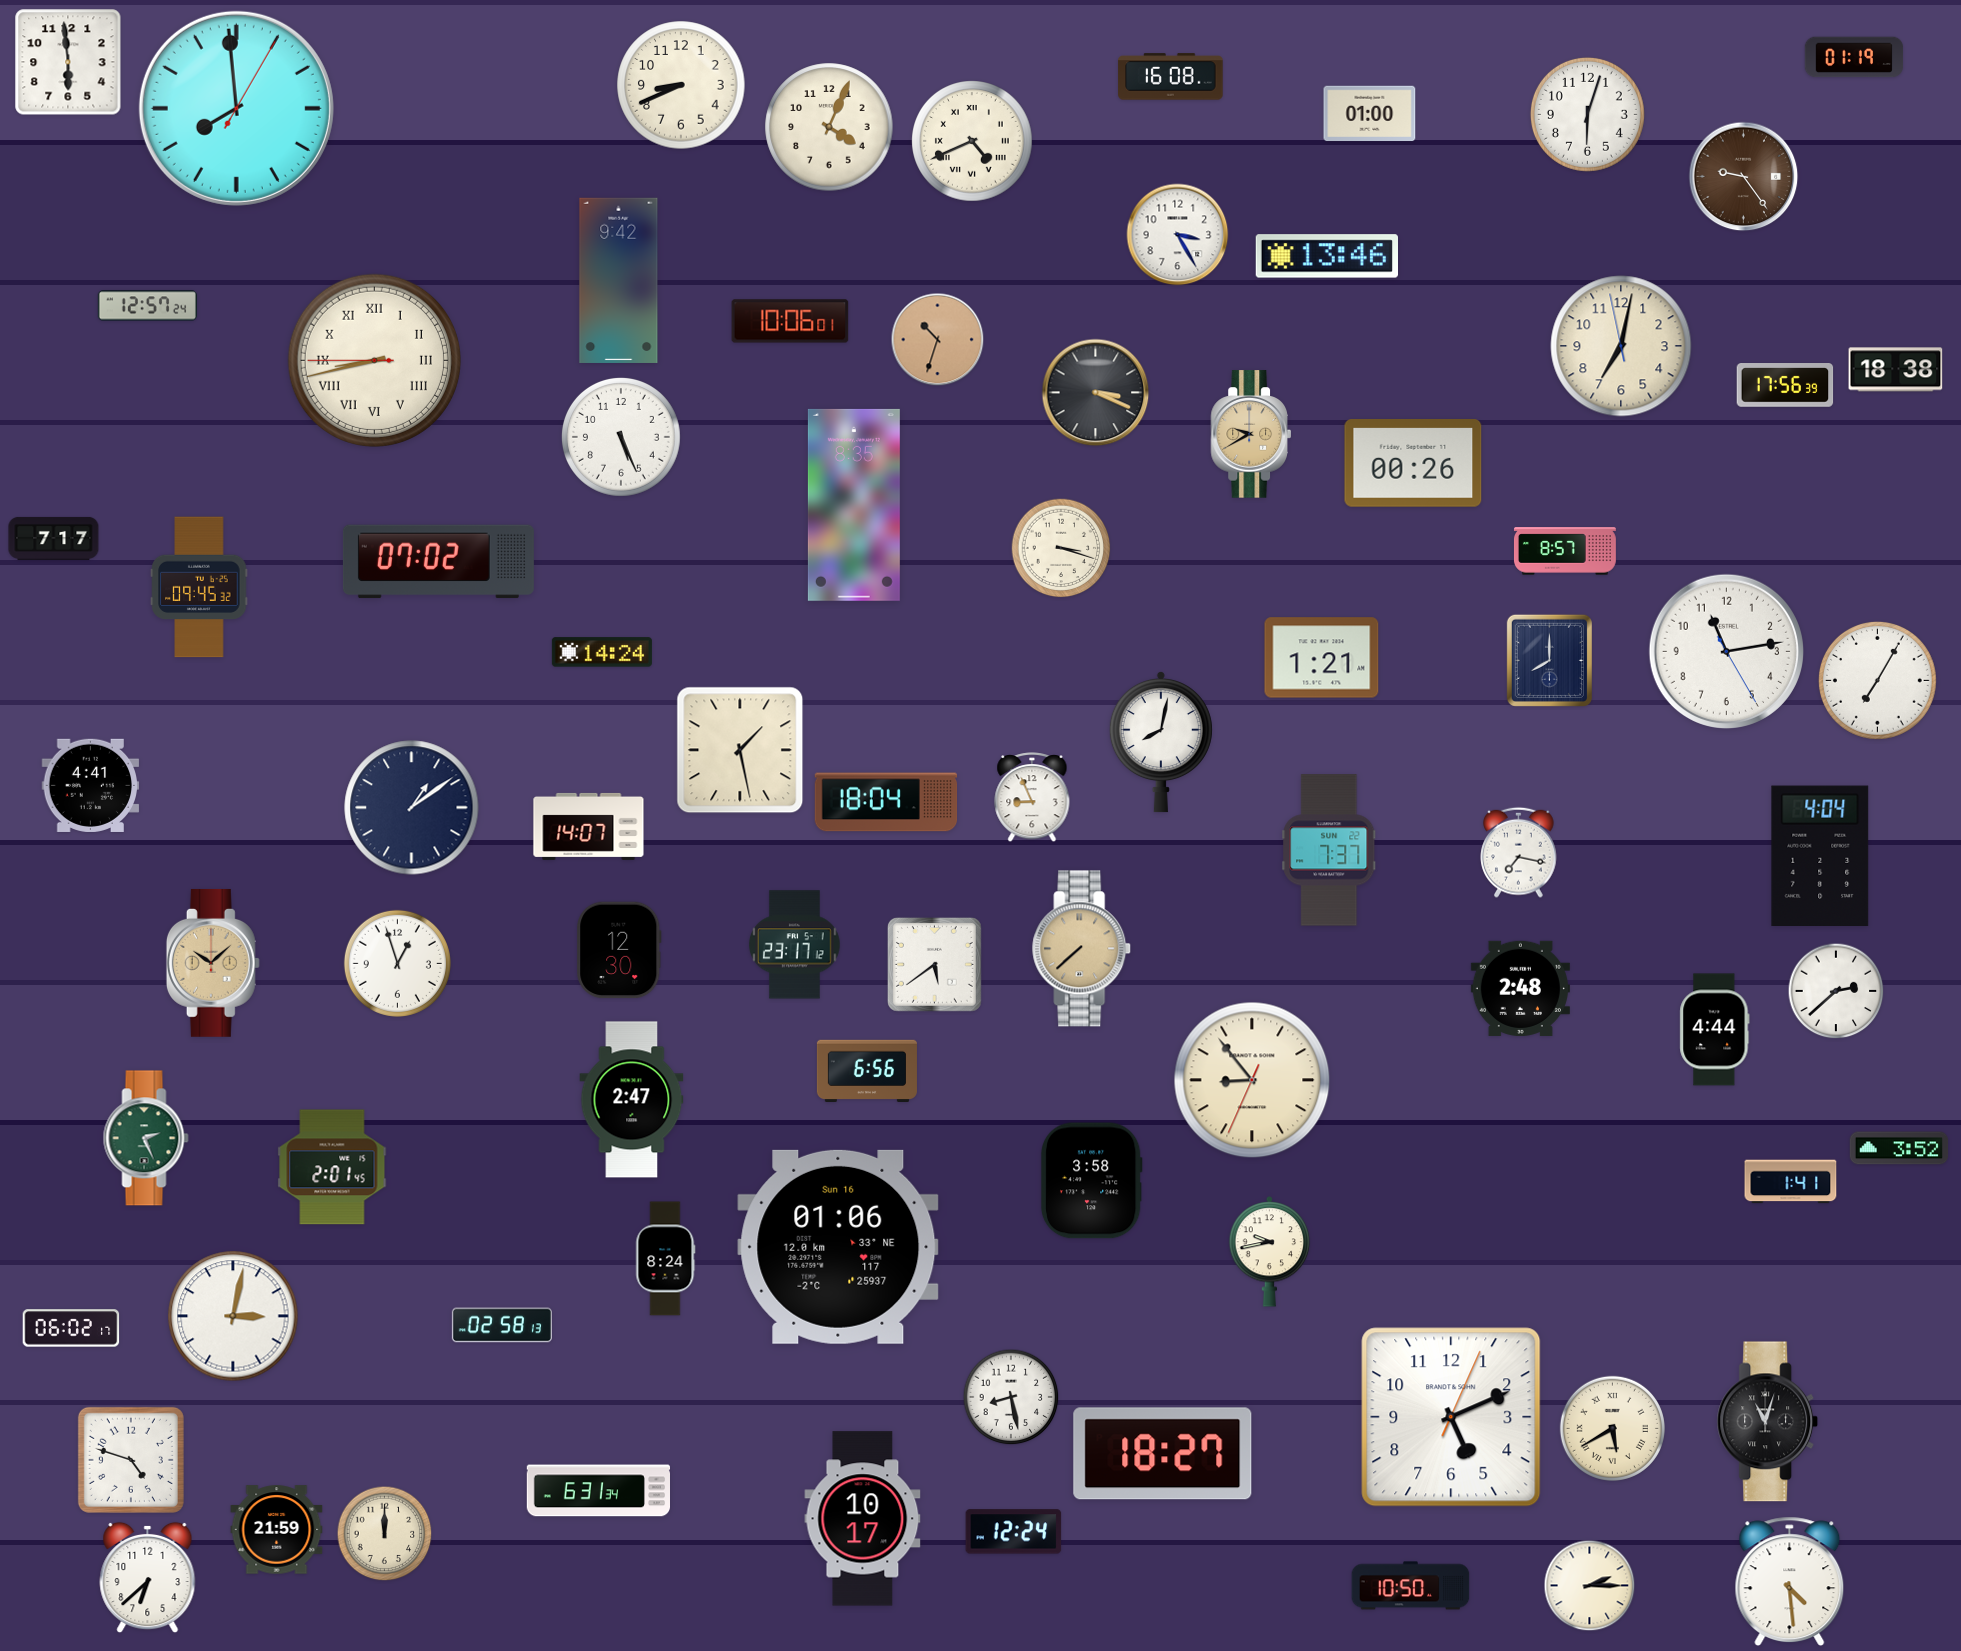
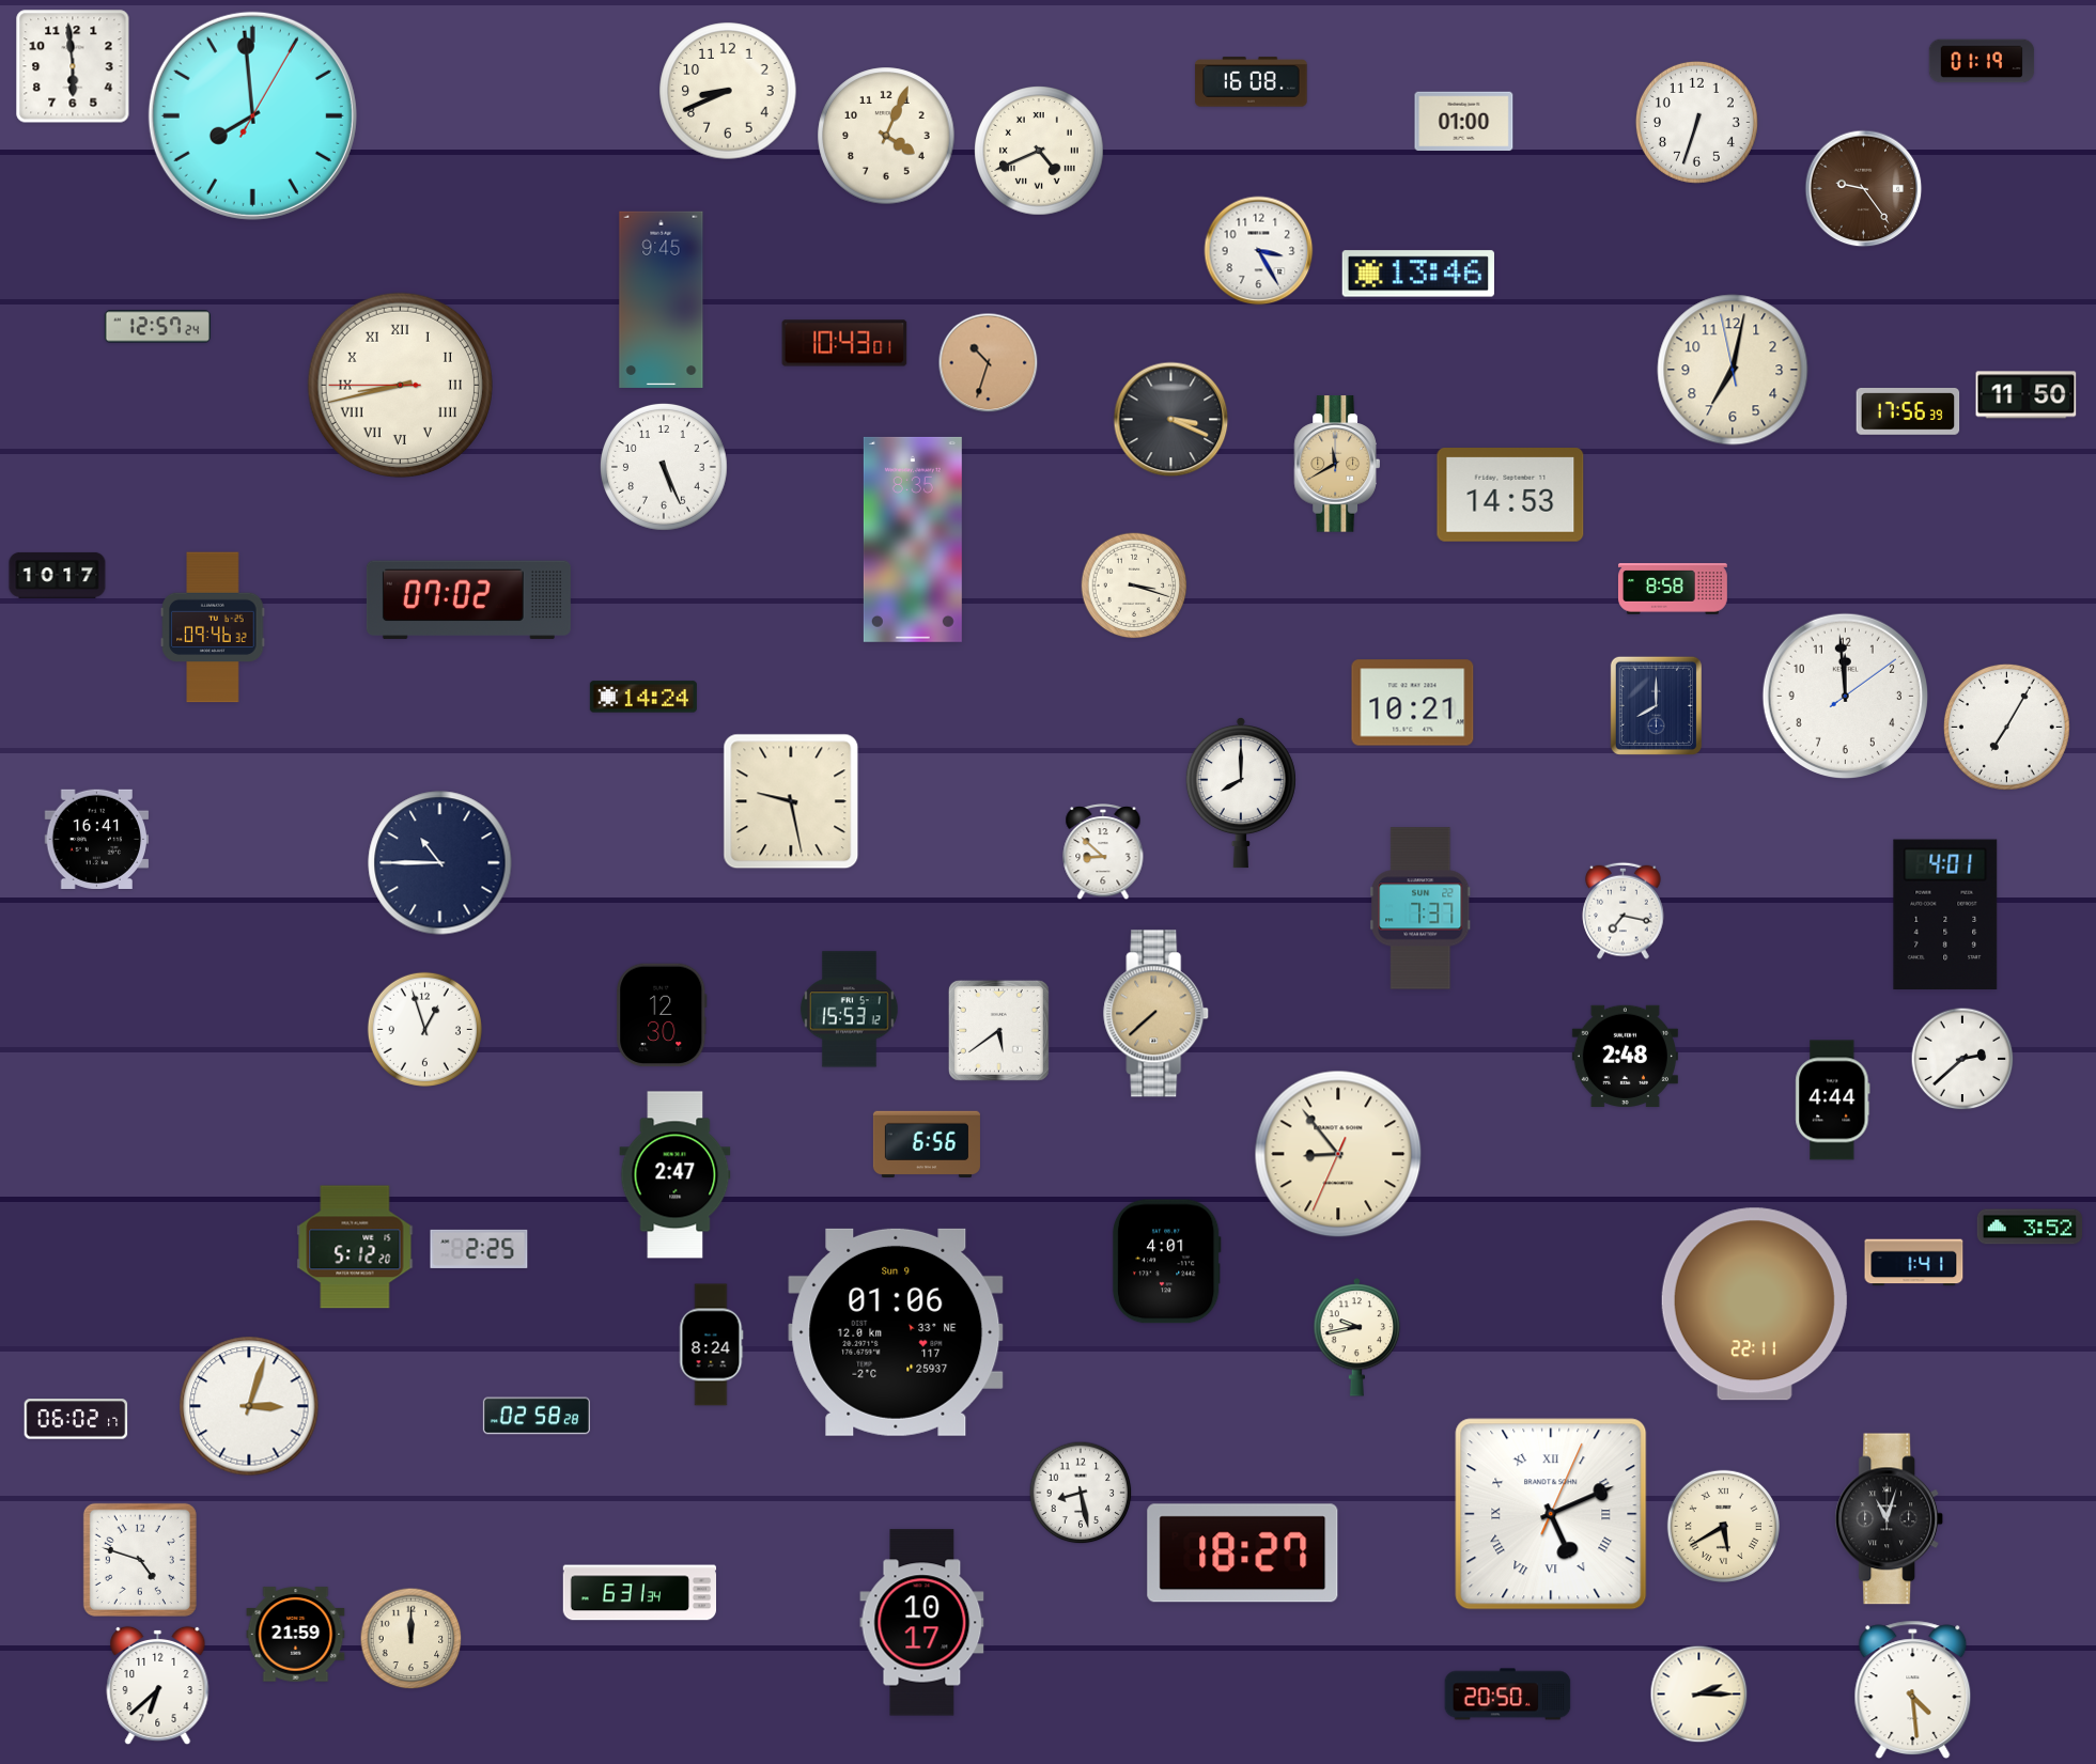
clock at (1587, 114): 6:03 -> 6:33
clock at (619, 280): 9:42 -> 9:45
clock at (790, 321): 10:06 -> 10:43
clock at (938, 340) position: (938, 340) -> (989, 363)
clock at (1896, 370): 18:38 -> 11:50
clock at (1250, 434): 9:40 -> 11:40
clock at (1413, 463): 00:26 -> 14:53
clock at (54, 538): 7:17 -> 10:17
clock at (1565, 551): 8:57 -> 8:58
clock at (199, 587): 09:45 -> 09:46
clock at (1726, 651): 11:13 -> 11:59
clock at (1322, 658): 1:21 -> 10:21
clock at (1161, 742): 8:02 -> 8:00
clock at (740, 750): 1:28 -> 9:28
clock at (91, 785): 4:41 -> 16:41
clock at (1032, 798): 8:56 -> 8:52
clock at (886, 802): 18:04 -> none
clock at (412, 808): 1:09 -> 10:45
clock at (589, 826): 14:07 -> none
clock at (1820, 856): 4:04 -> 4:01
clock at (794, 945): 23:17 -> 15:53
clock at (213, 963): 10:08 -> none
clock at (146, 1138): 2:26 -> none
clock at (332, 1167): 2:01 -> 5:12
clock at (479, 1249): none -> 2:25
clock at (1091, 1181): 3:58 -> 4:01
clock at (1754, 1305): none -> 22:11
clock at (838, 1247) date: Sun 16 -> Sun 9
clock at (233, 1316): 3:02 -> 3:03
clock at (502, 1325): 02:58:13 -> 02:58:28
clock at (1451, 1417) numerals: Arabic -> Roman
clock at (1014, 1532): 12:24 -> none
clock at (1411, 1586): 10:50 -> 20:50
